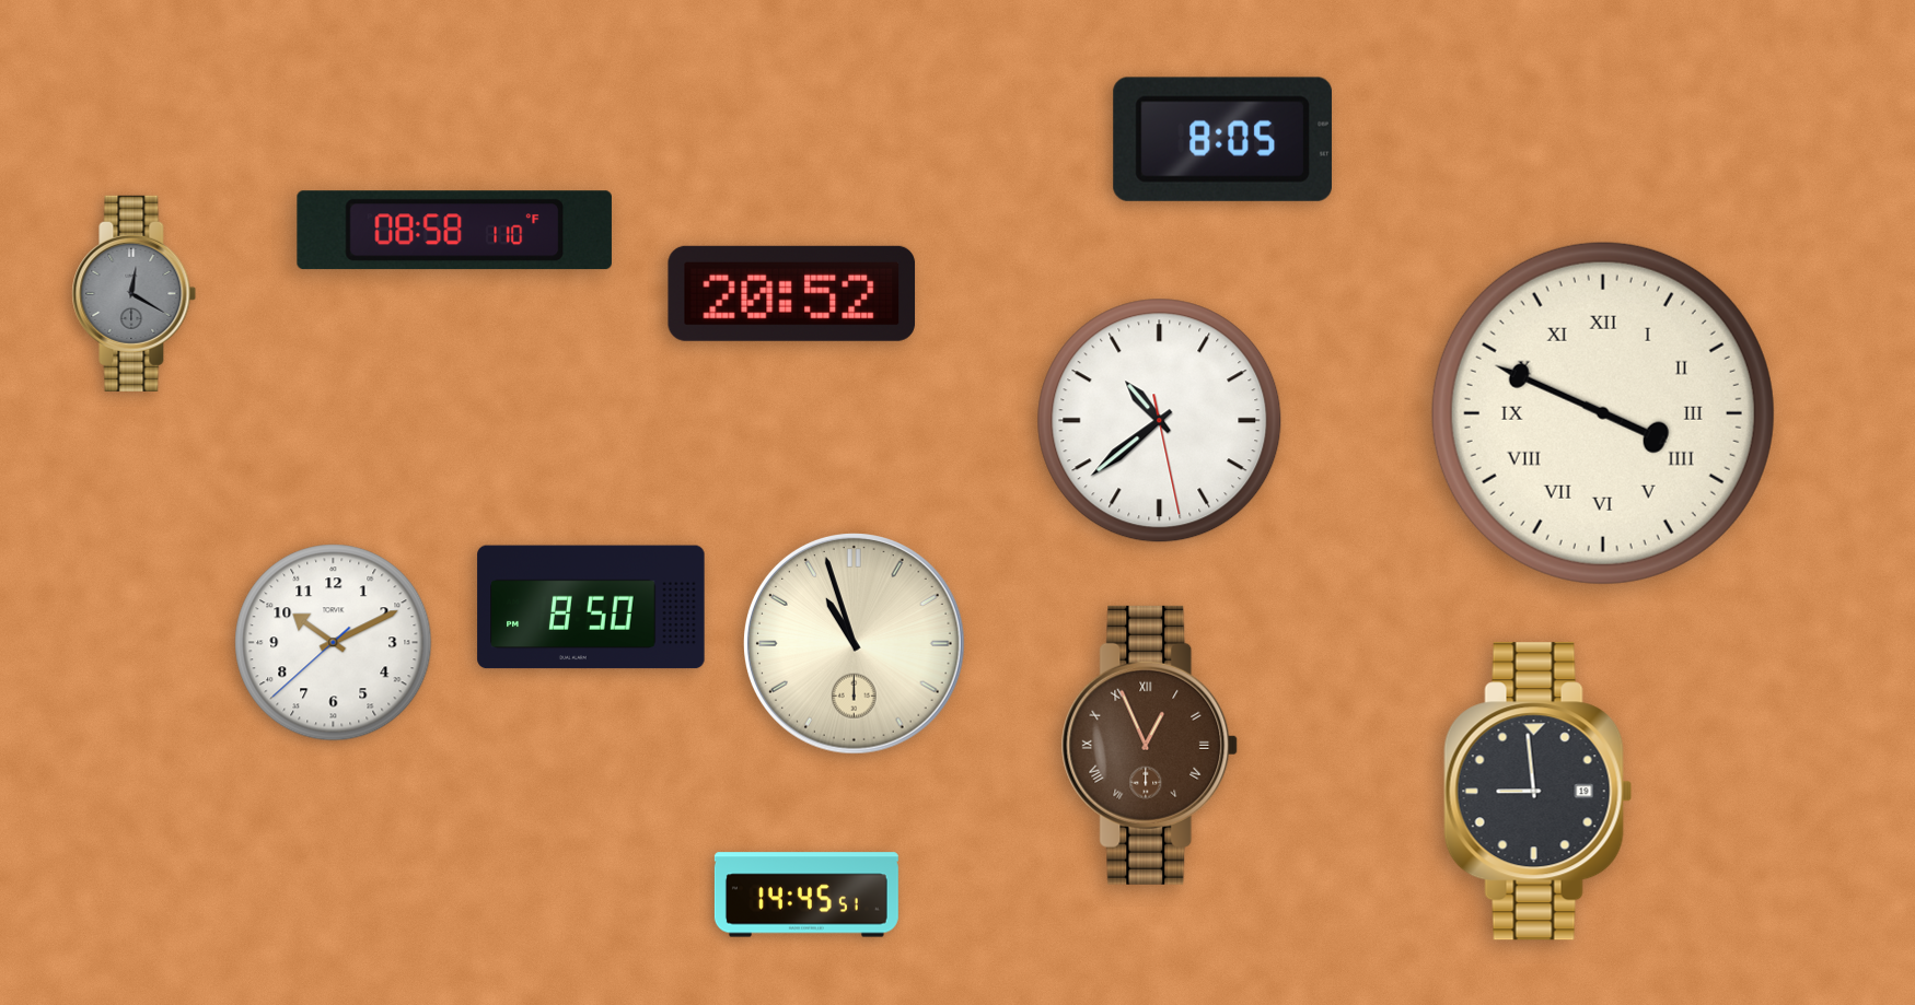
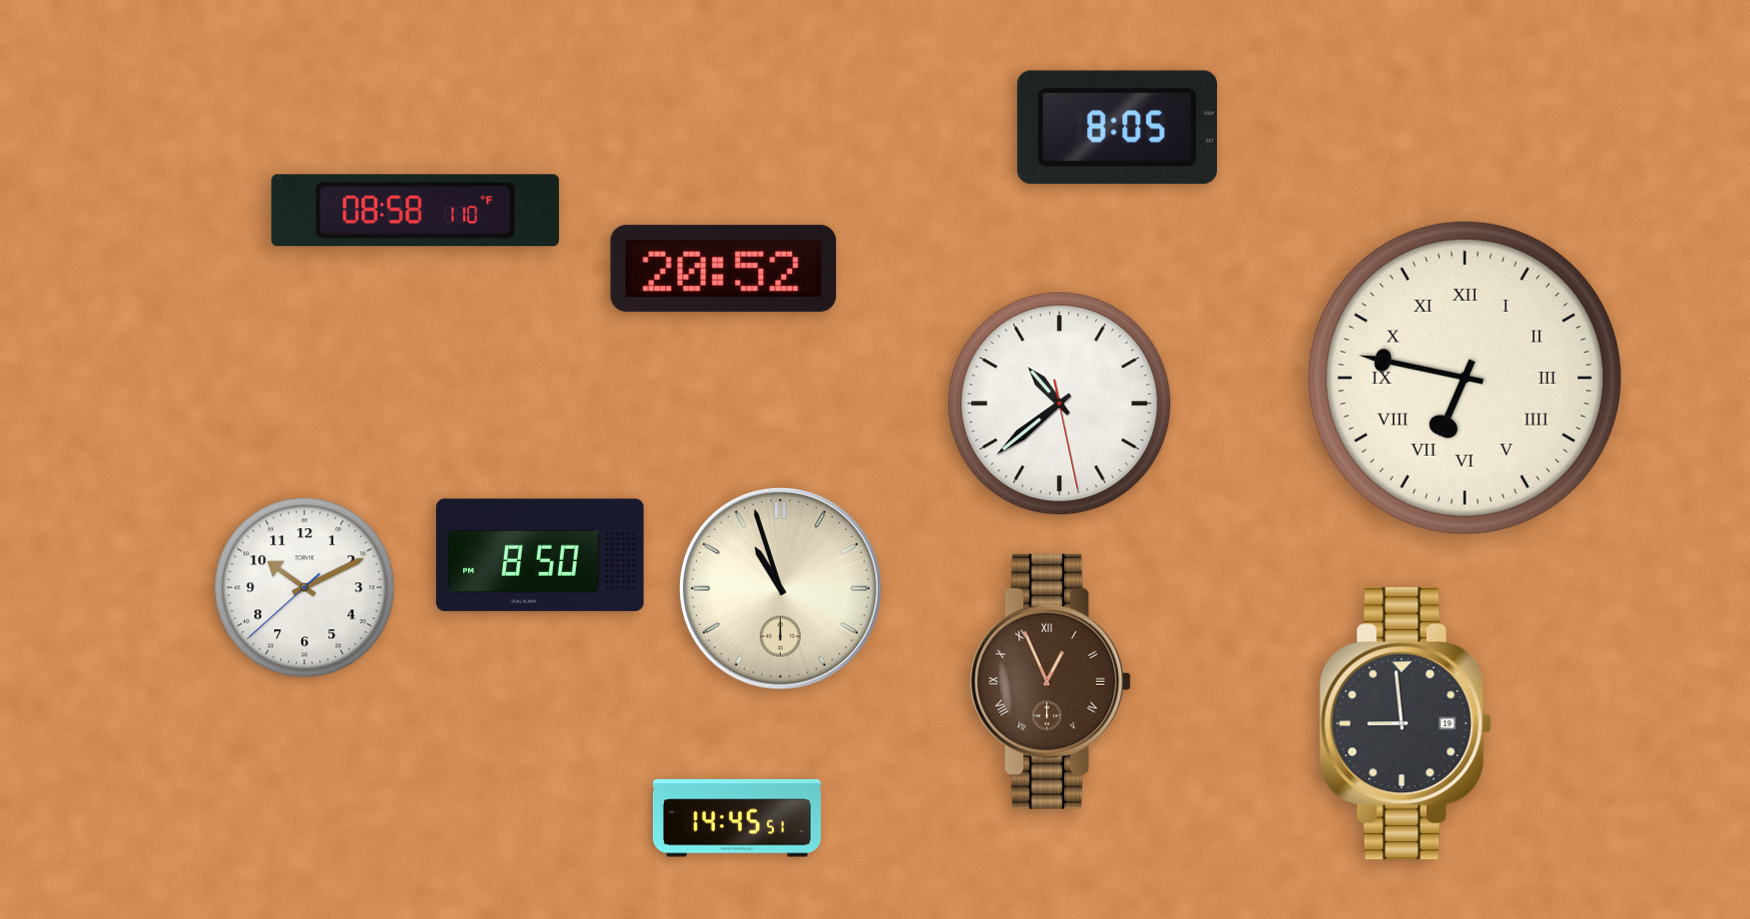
clock at (135, 293): 12:20 -> none
clock at (1603, 413): 3:49 -> 6:47
clock at (1160, 421) position: (1160, 421) -> (1060, 404)
